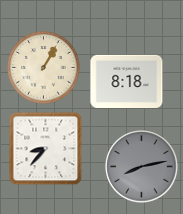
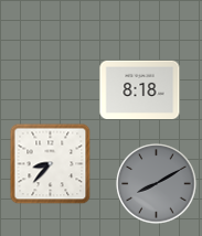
clock at (44, 68): 1:05 -> none
clock at (142, 167): 8:13 -> 8:10
